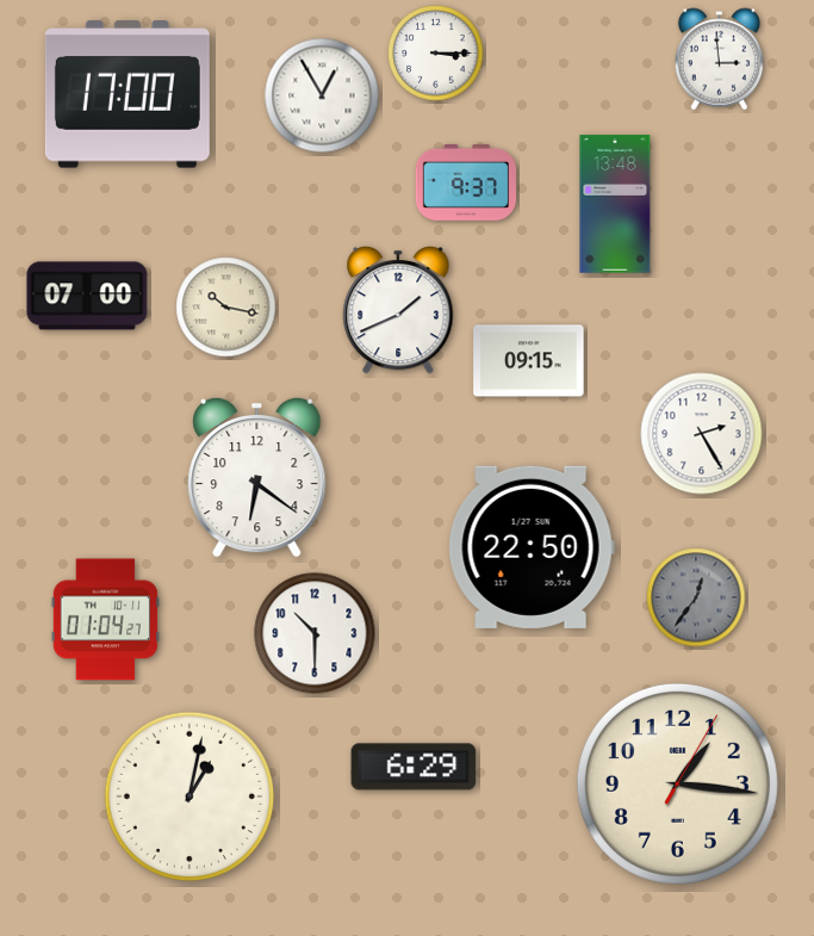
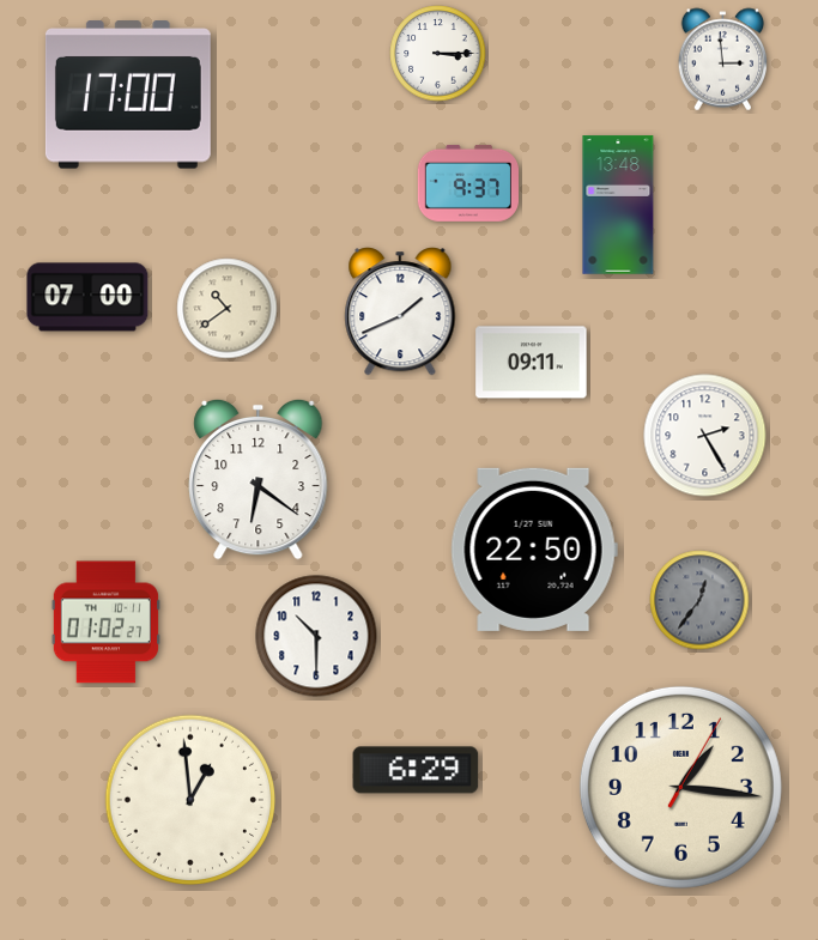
clock at (322, 95): 12:55 -> none
clock at (226, 308): 10:17 -> 10:39
clock at (529, 361): 09:15 -> 09:11
clock at (105, 620): 01:04 -> 01:02
clock at (189, 796): 1:02 -> 12:59
